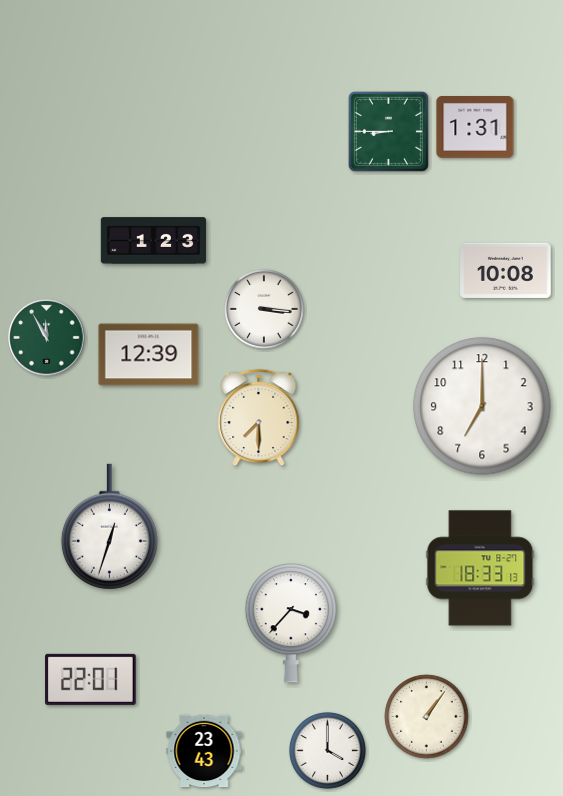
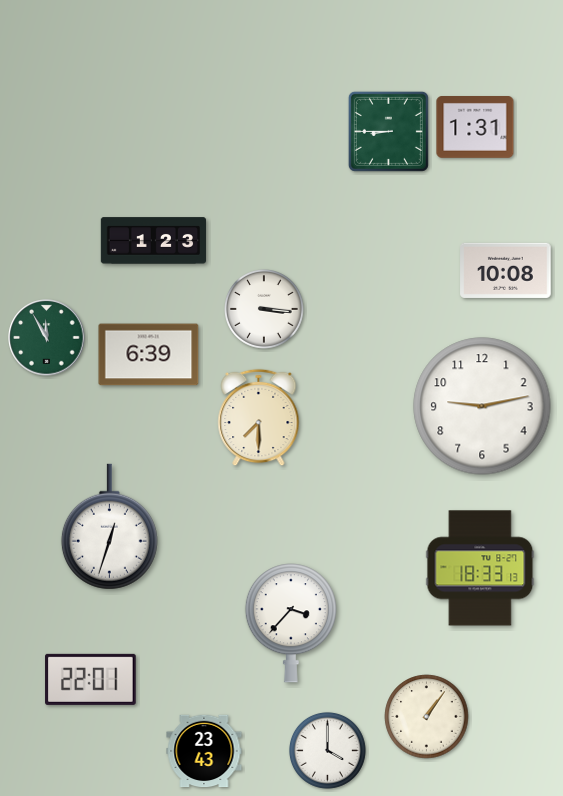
clock at (149, 355): 12:39 -> 6:39
clock at (482, 406): 7:00 -> 9:13
